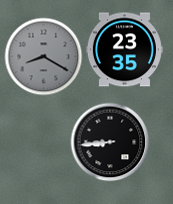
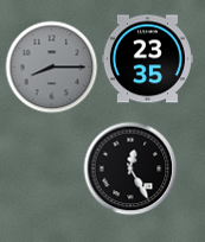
clock at (43, 56): 8:20 -> 8:15
clock at (110, 142): 8:44 -> 12:25
